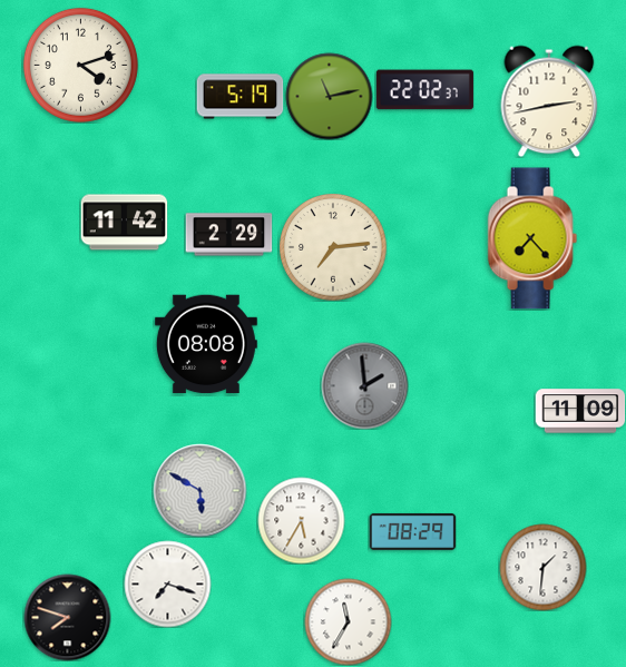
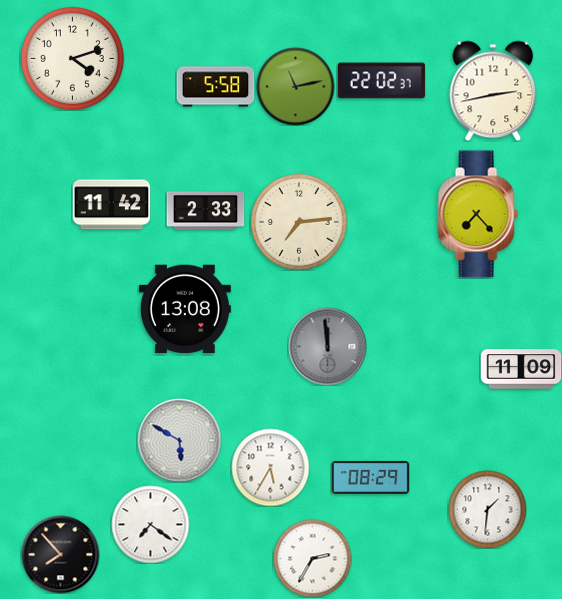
clock at (239, 97): 5:19 -> 5:58
clock at (124, 223) position: (124, 223) -> (111, 205)
clock at (228, 235): 2:29 -> 2:33
clock at (206, 344): 08:08 -> 13:08
clock at (364, 385): 1:59 -> 11:59
clock at (167, 583): 7:18 -> 7:21
clock at (67, 617): 7:48 -> 7:53
clock at (348, 621): 11:35 -> 2:35
